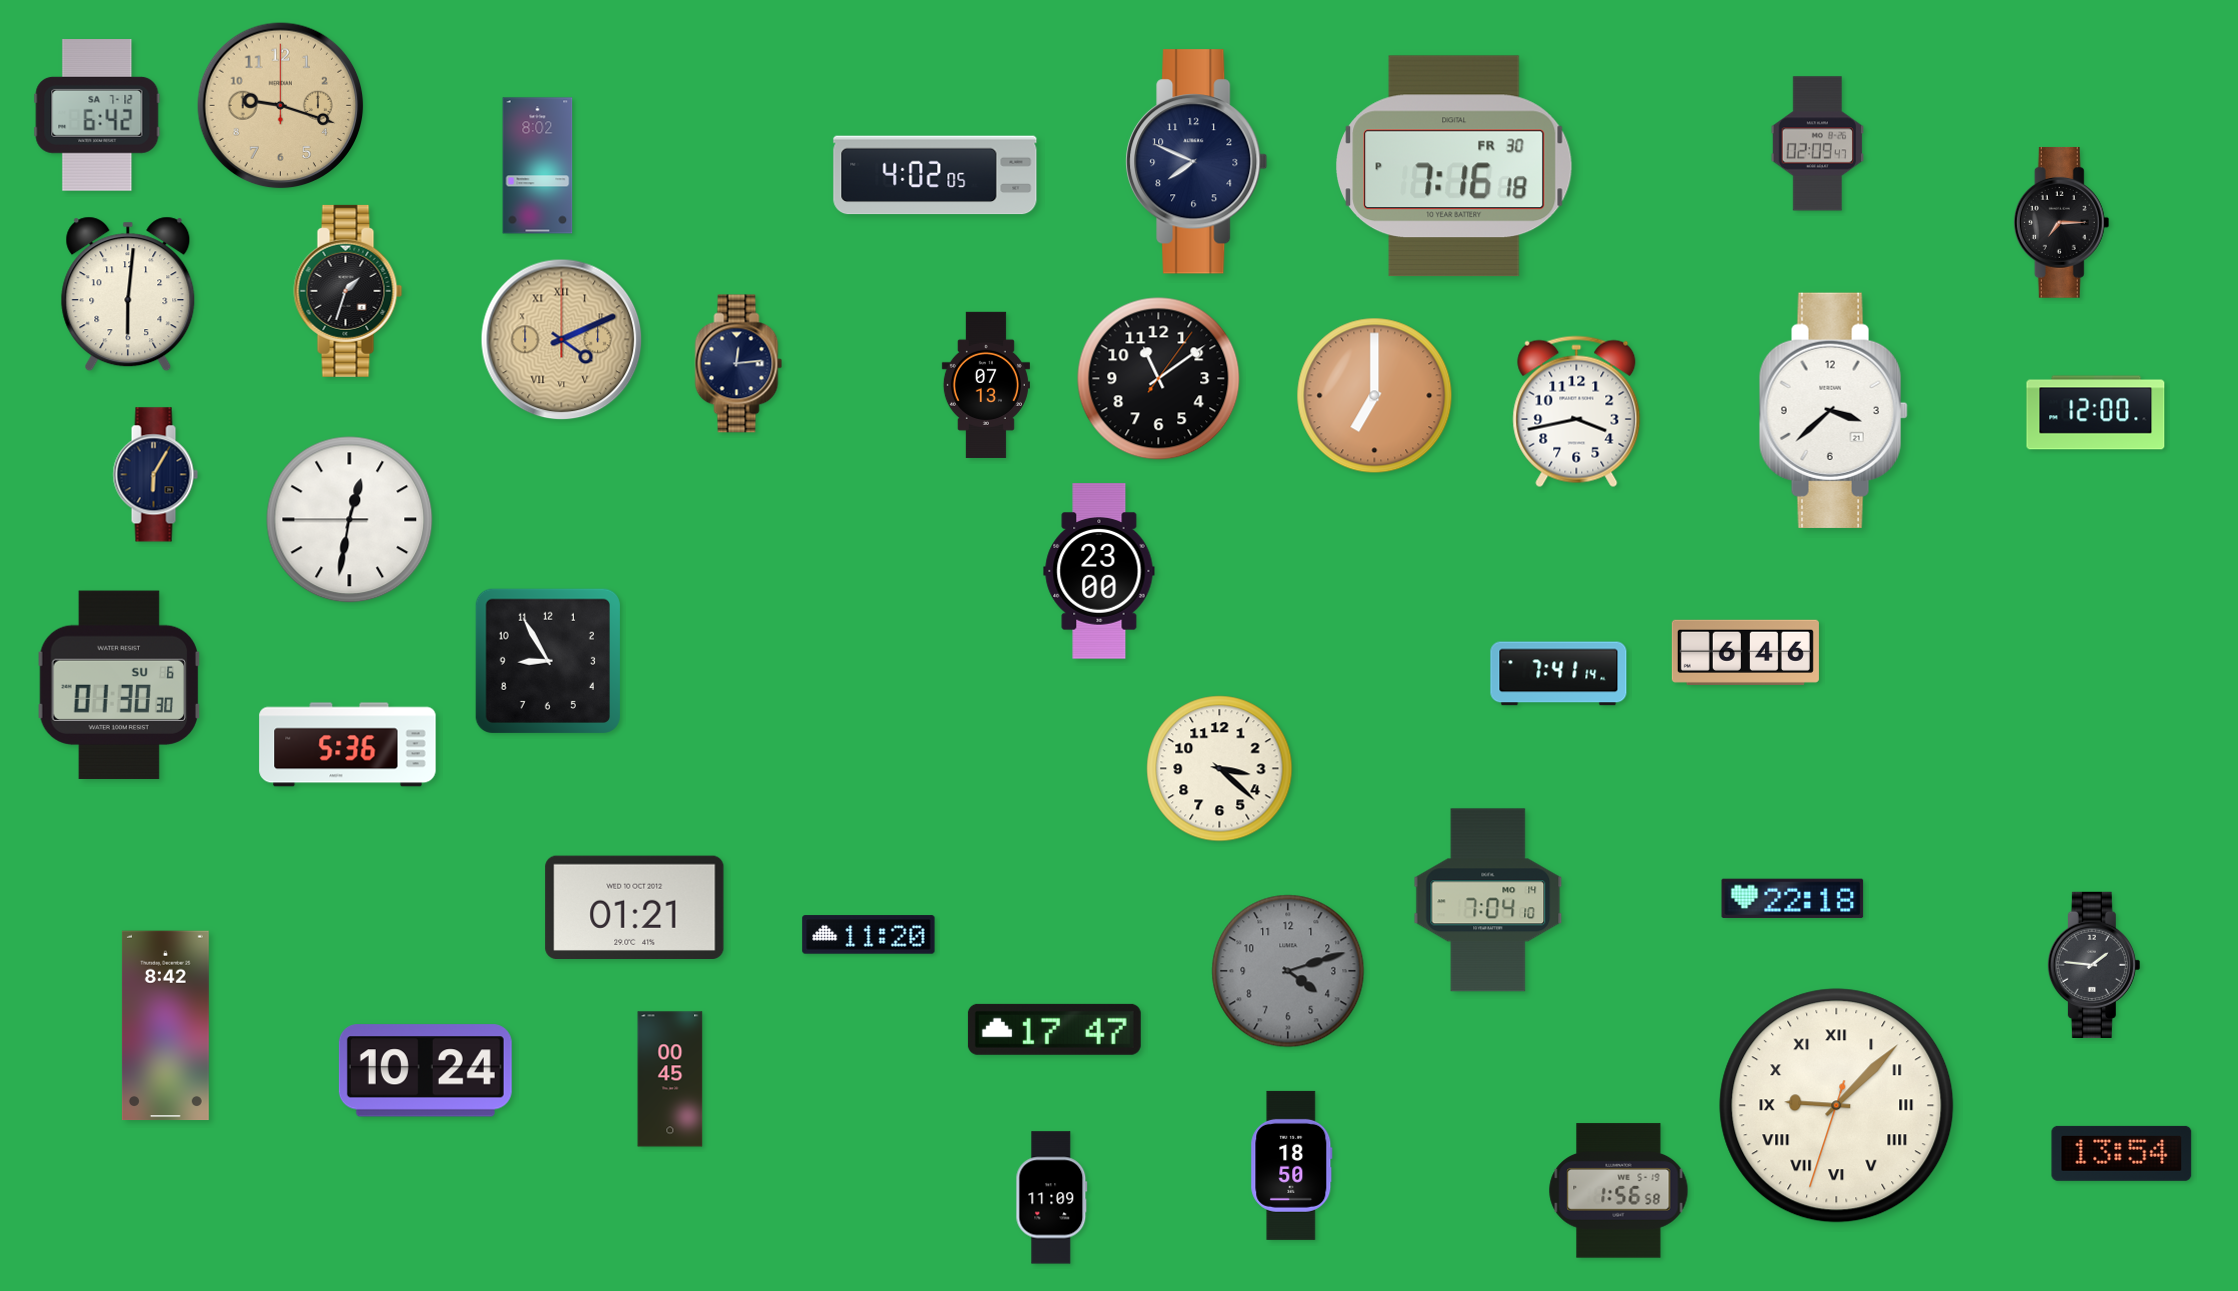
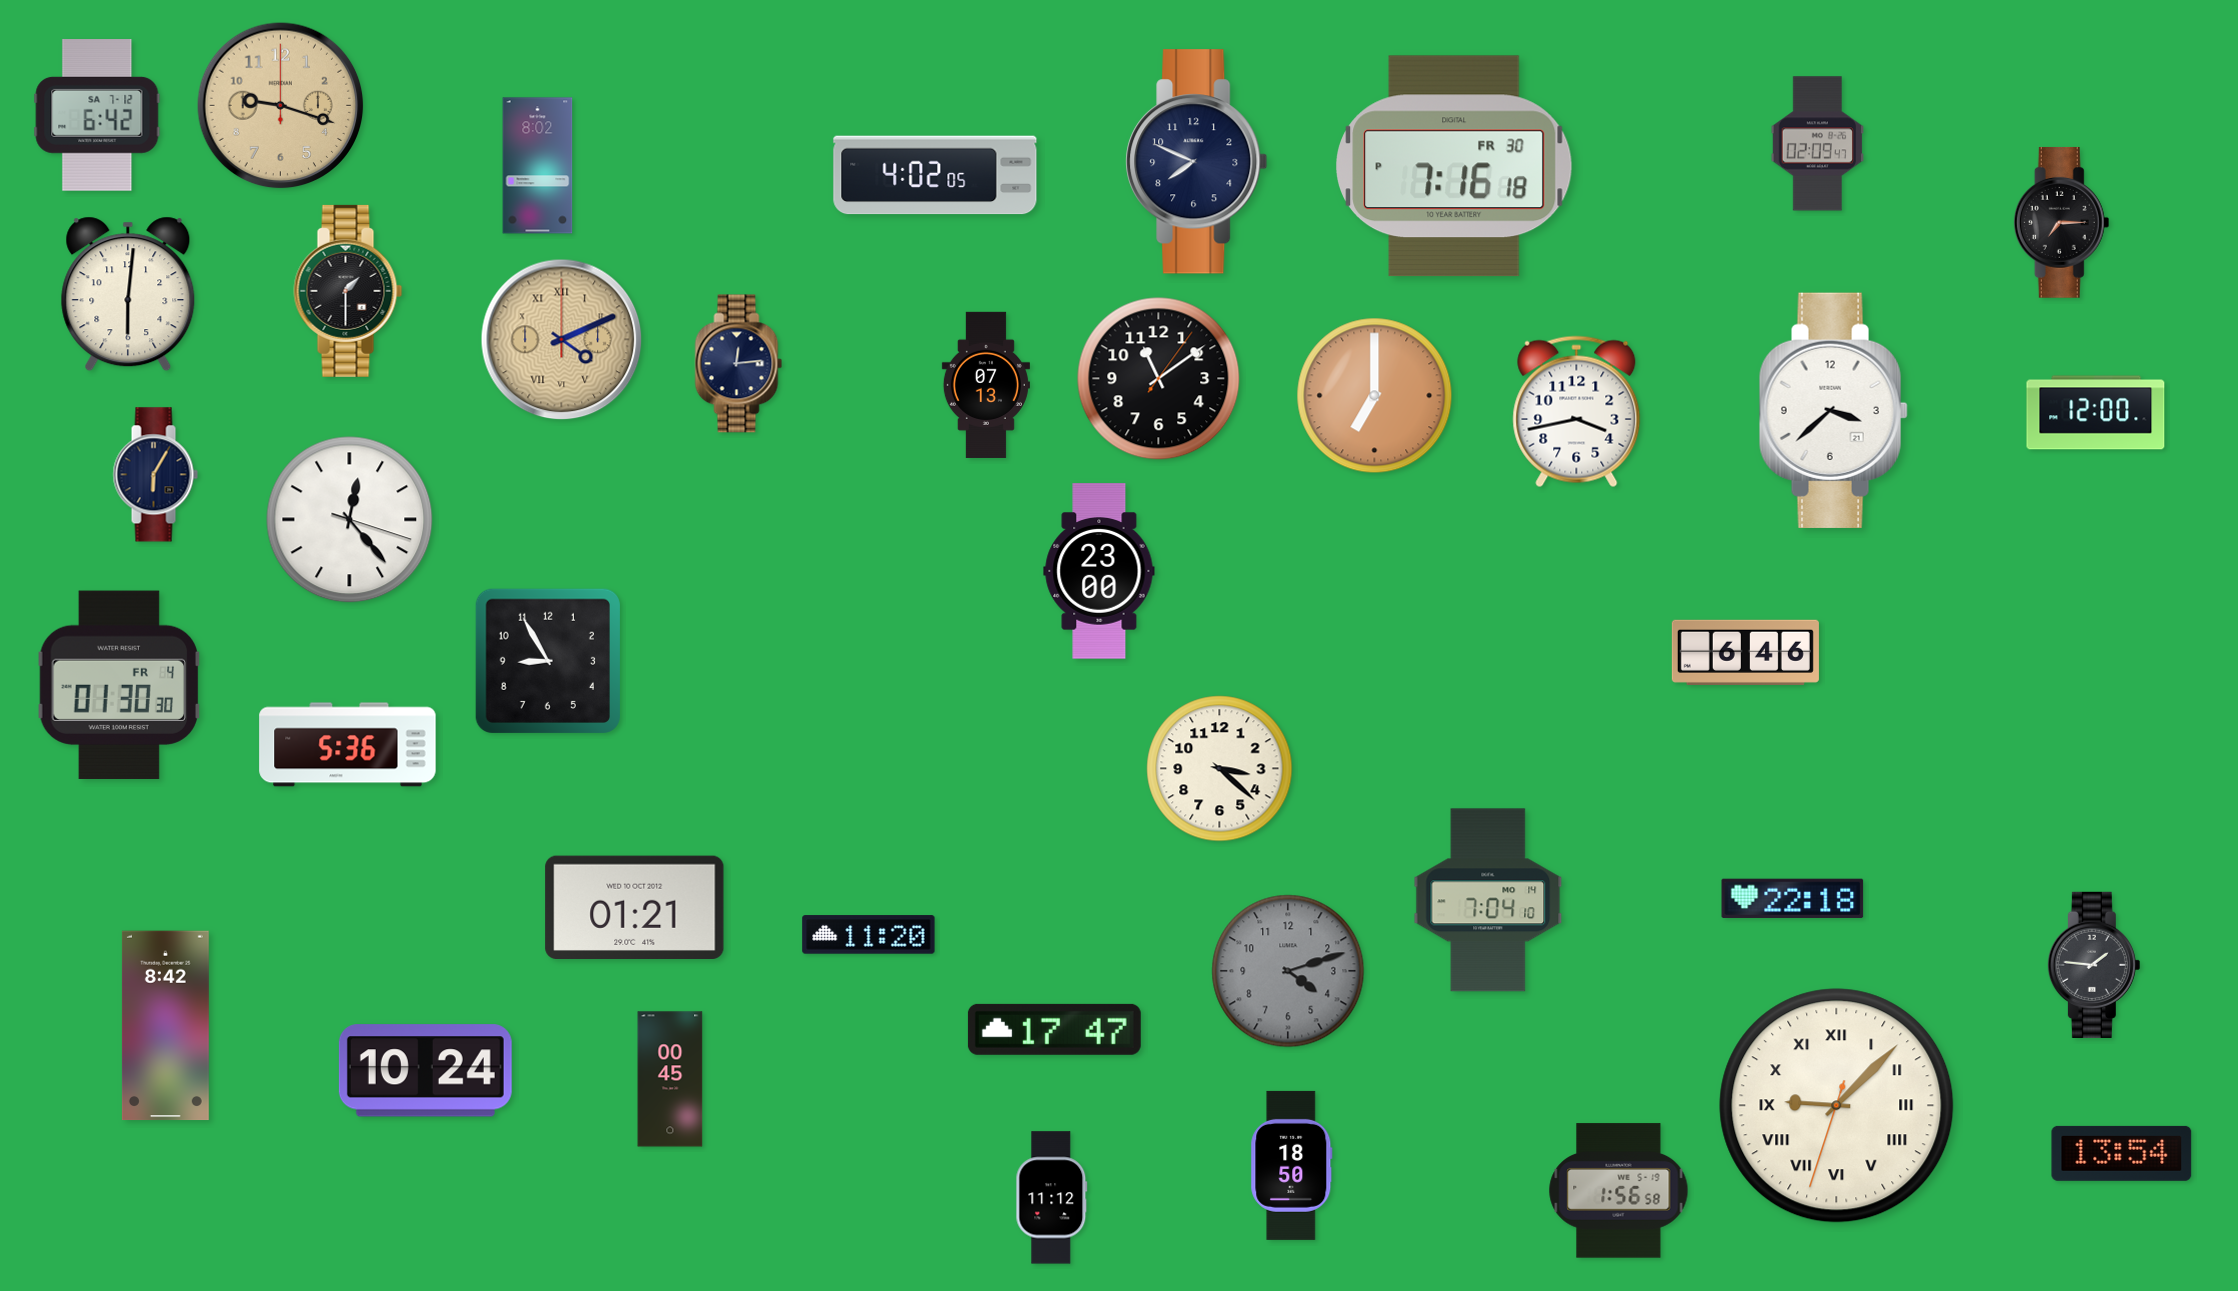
clock at (348, 291): 1:33 -> 1:30
clock at (350, 520): 12:31 -> 12:23
clock at (1559, 674): 7:41 -> none
clock at (119, 685) date: SU 6 -> FR 4
clock at (1052, 1198): 11:09 -> 11:12
